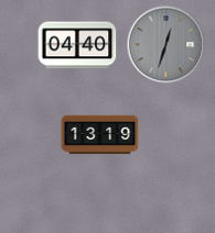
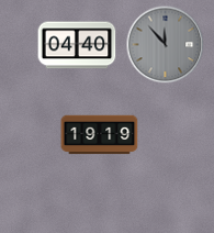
clock at (166, 45): 12:33 -> 11:53
clock at (100, 135): 13:19 -> 19:19
